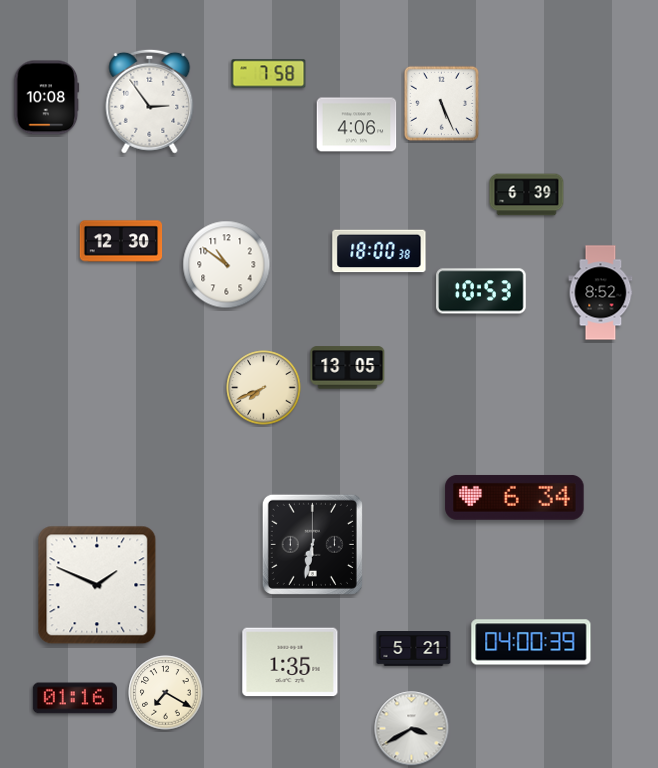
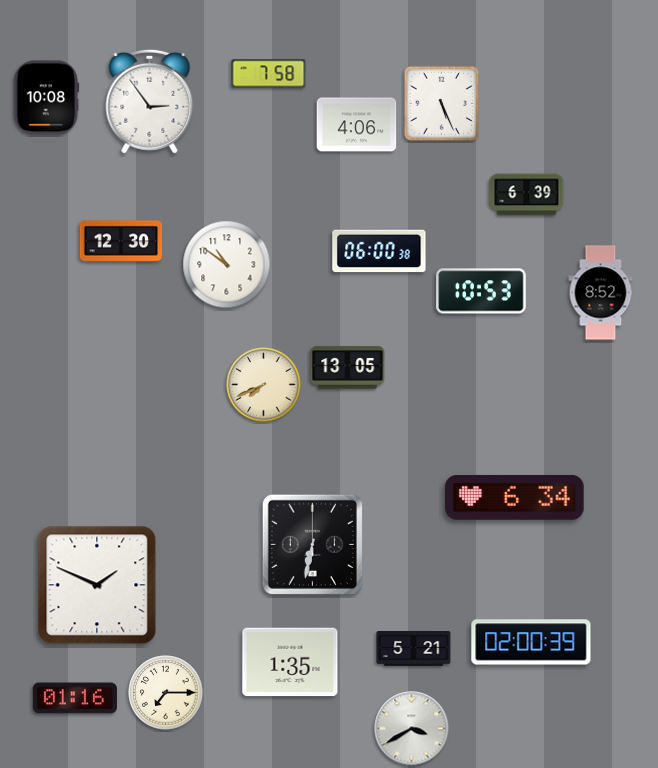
clock at (379, 251): 18:00 -> 06:00
clock at (264, 388) position: (264, 388) -> (264, 385)
clock at (531, 642): 04:00 -> 02:00
clock at (166, 693): 7:20 -> 7:15
